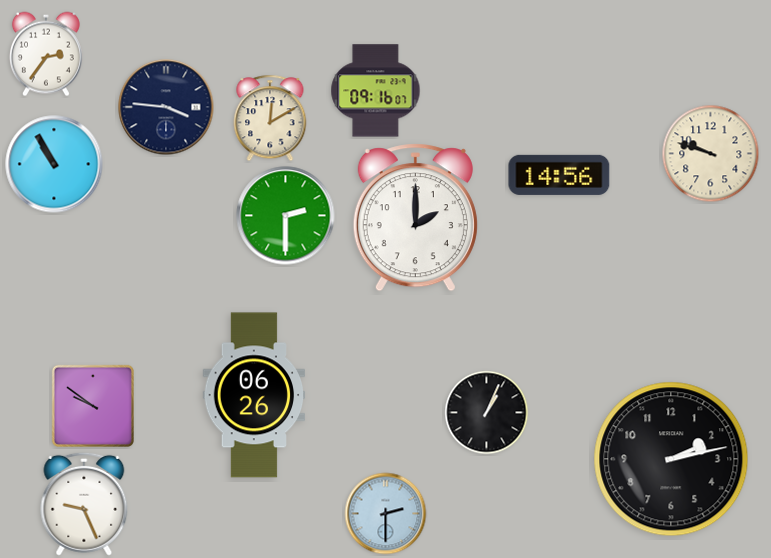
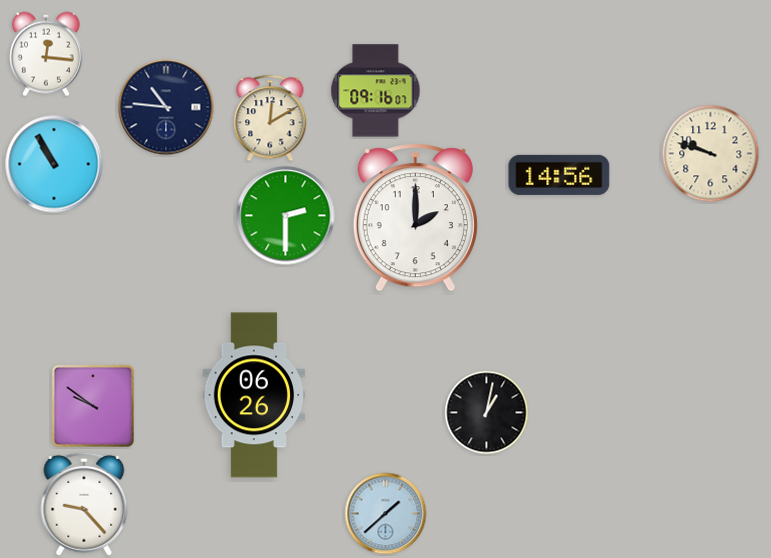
clock at (46, 54): 2:36 -> 12:16
clock at (166, 107): 3:46 -> 10:46
clock at (487, 413): 1:04 -> 1:02
clock at (671, 459): 2:13 -> none
clock at (84, 504): 9:26 -> 9:23
clock at (386, 514): 2:30 -> 1:38
